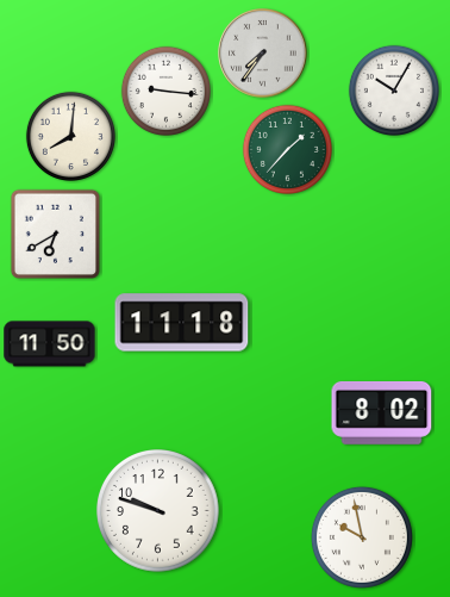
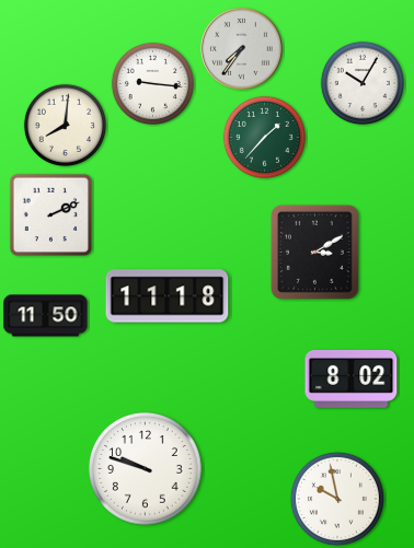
clock at (55, 234): 6:40 -> 2:11
clock at (314, 252): none -> 3:10
clock at (362, 537) position: (362, 537) -> (337, 499)
